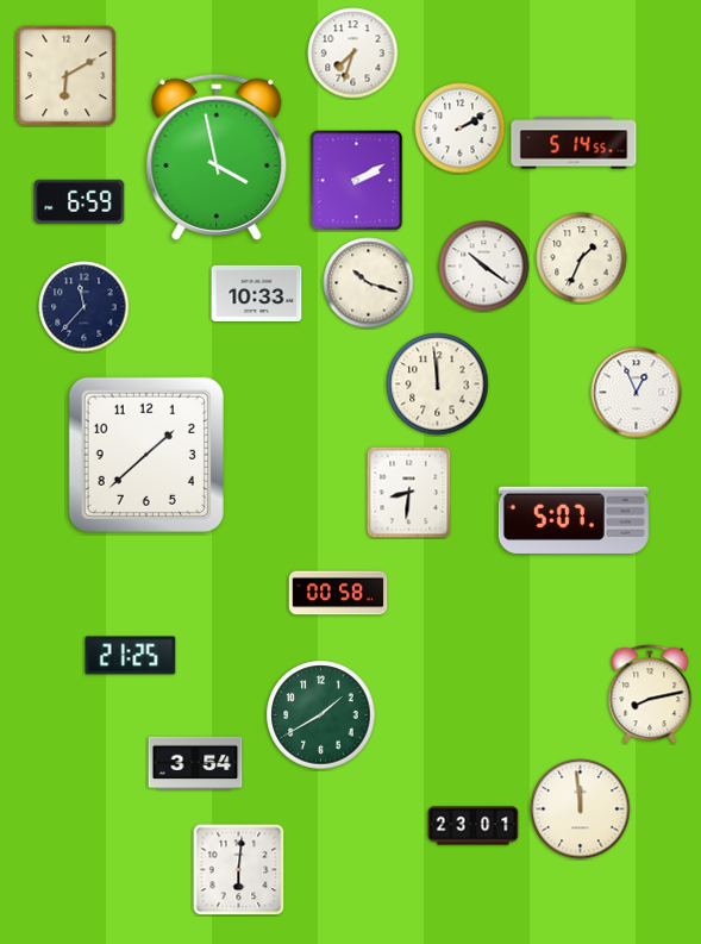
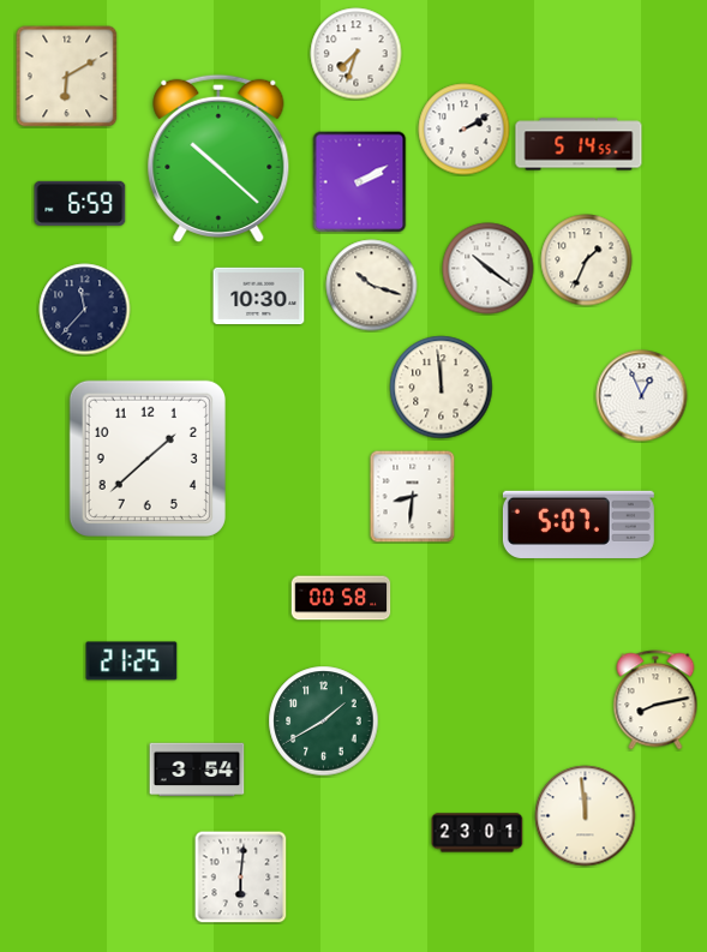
clock at (217, 157): 3:58 -> 10:22
clock at (257, 294): 10:33 -> 10:30
